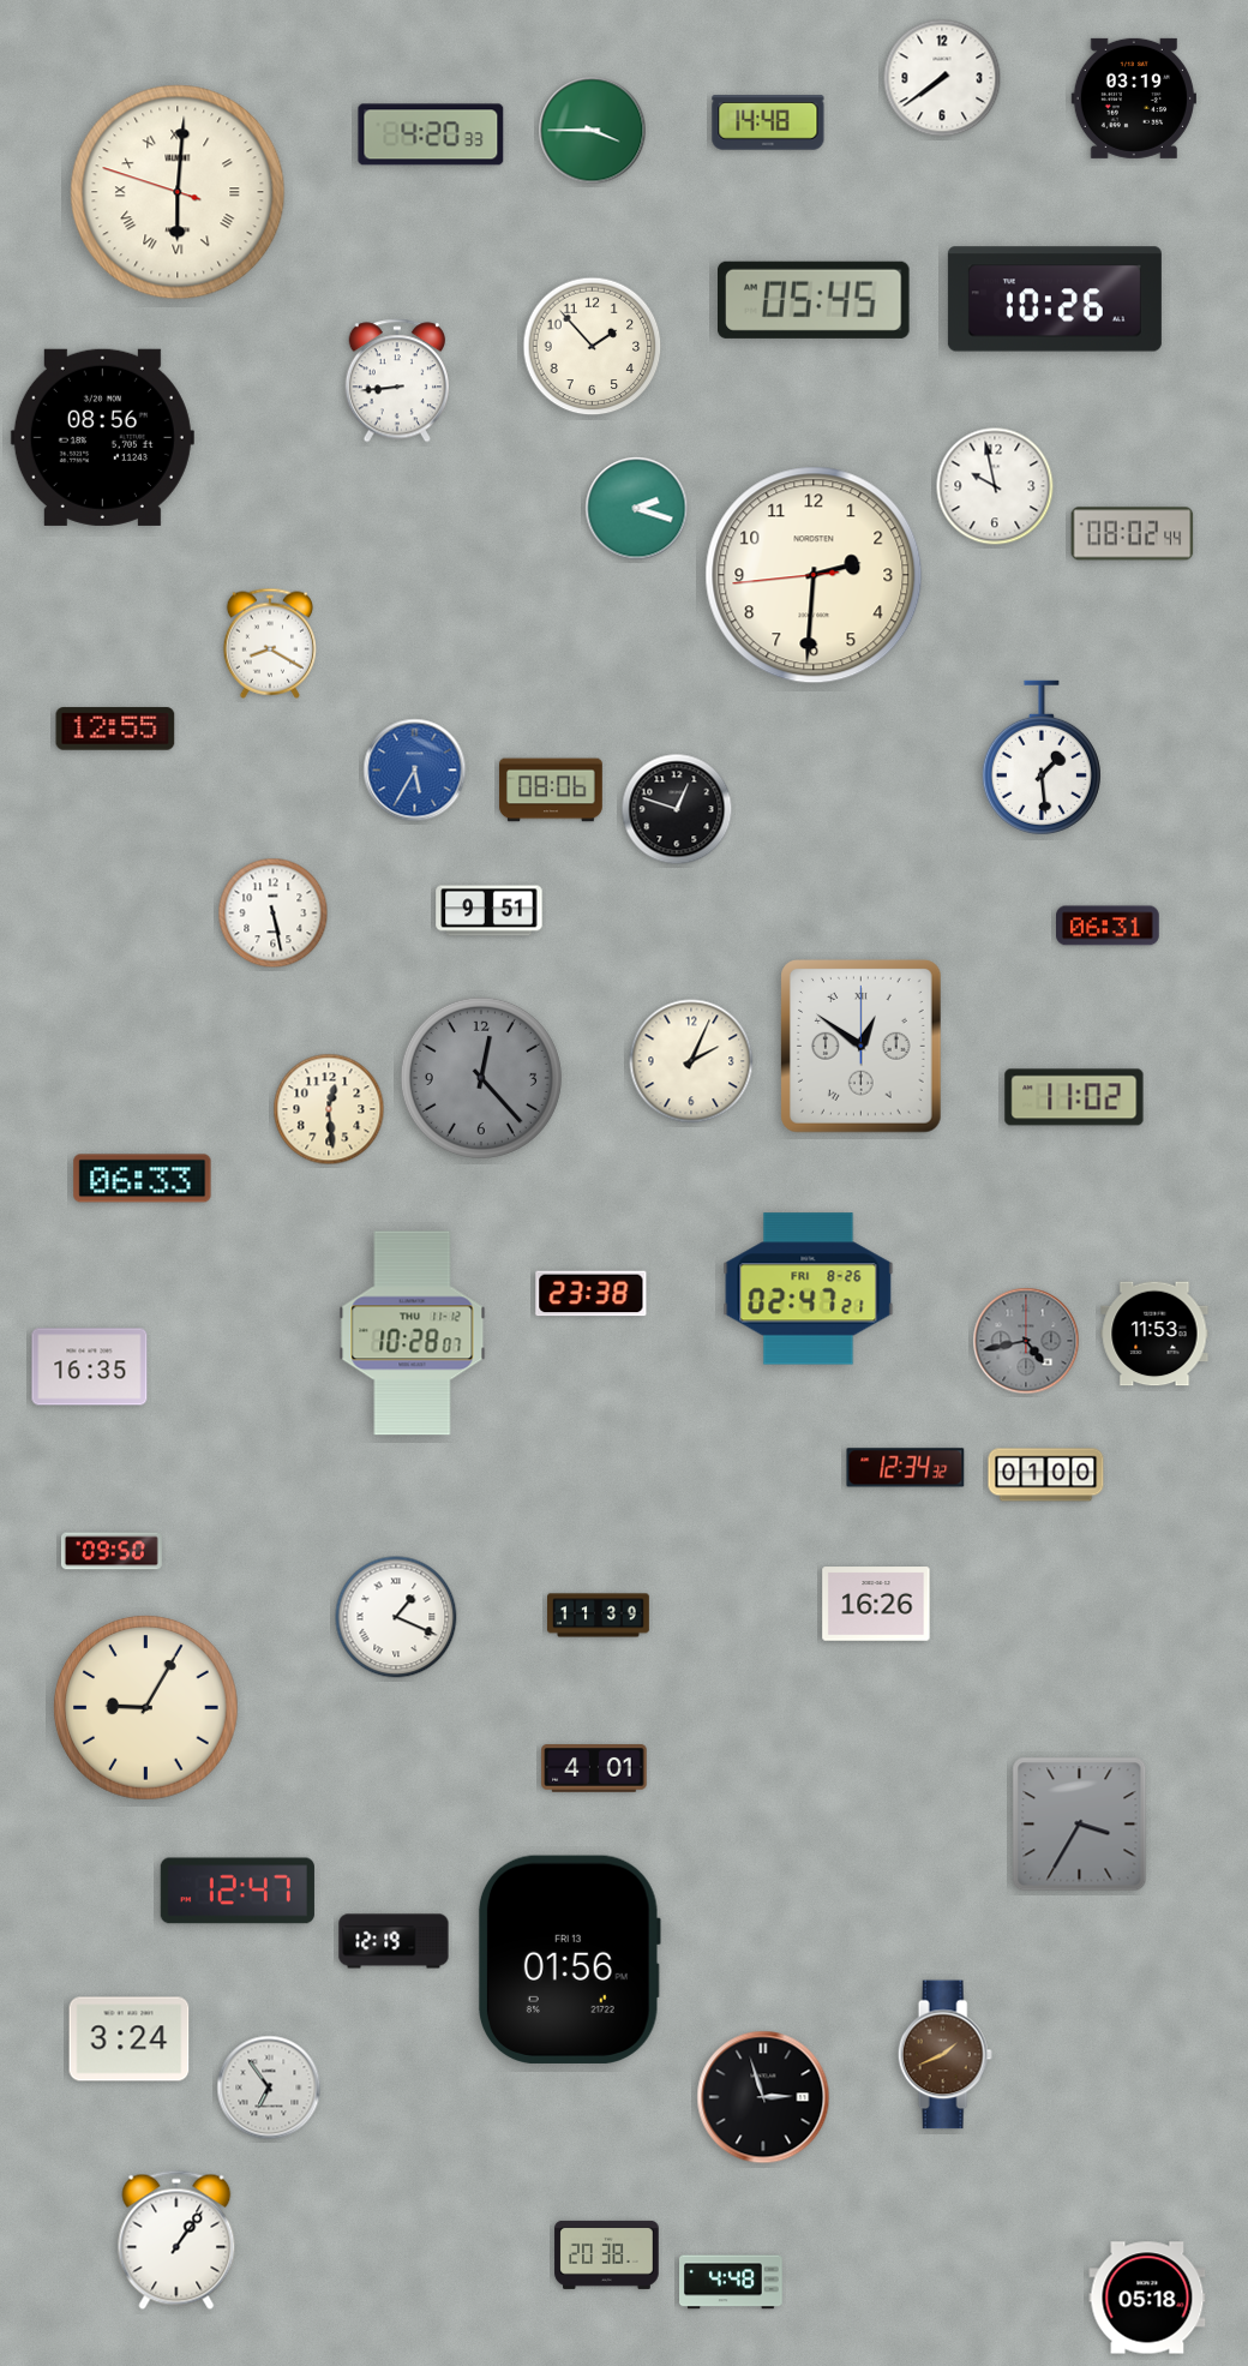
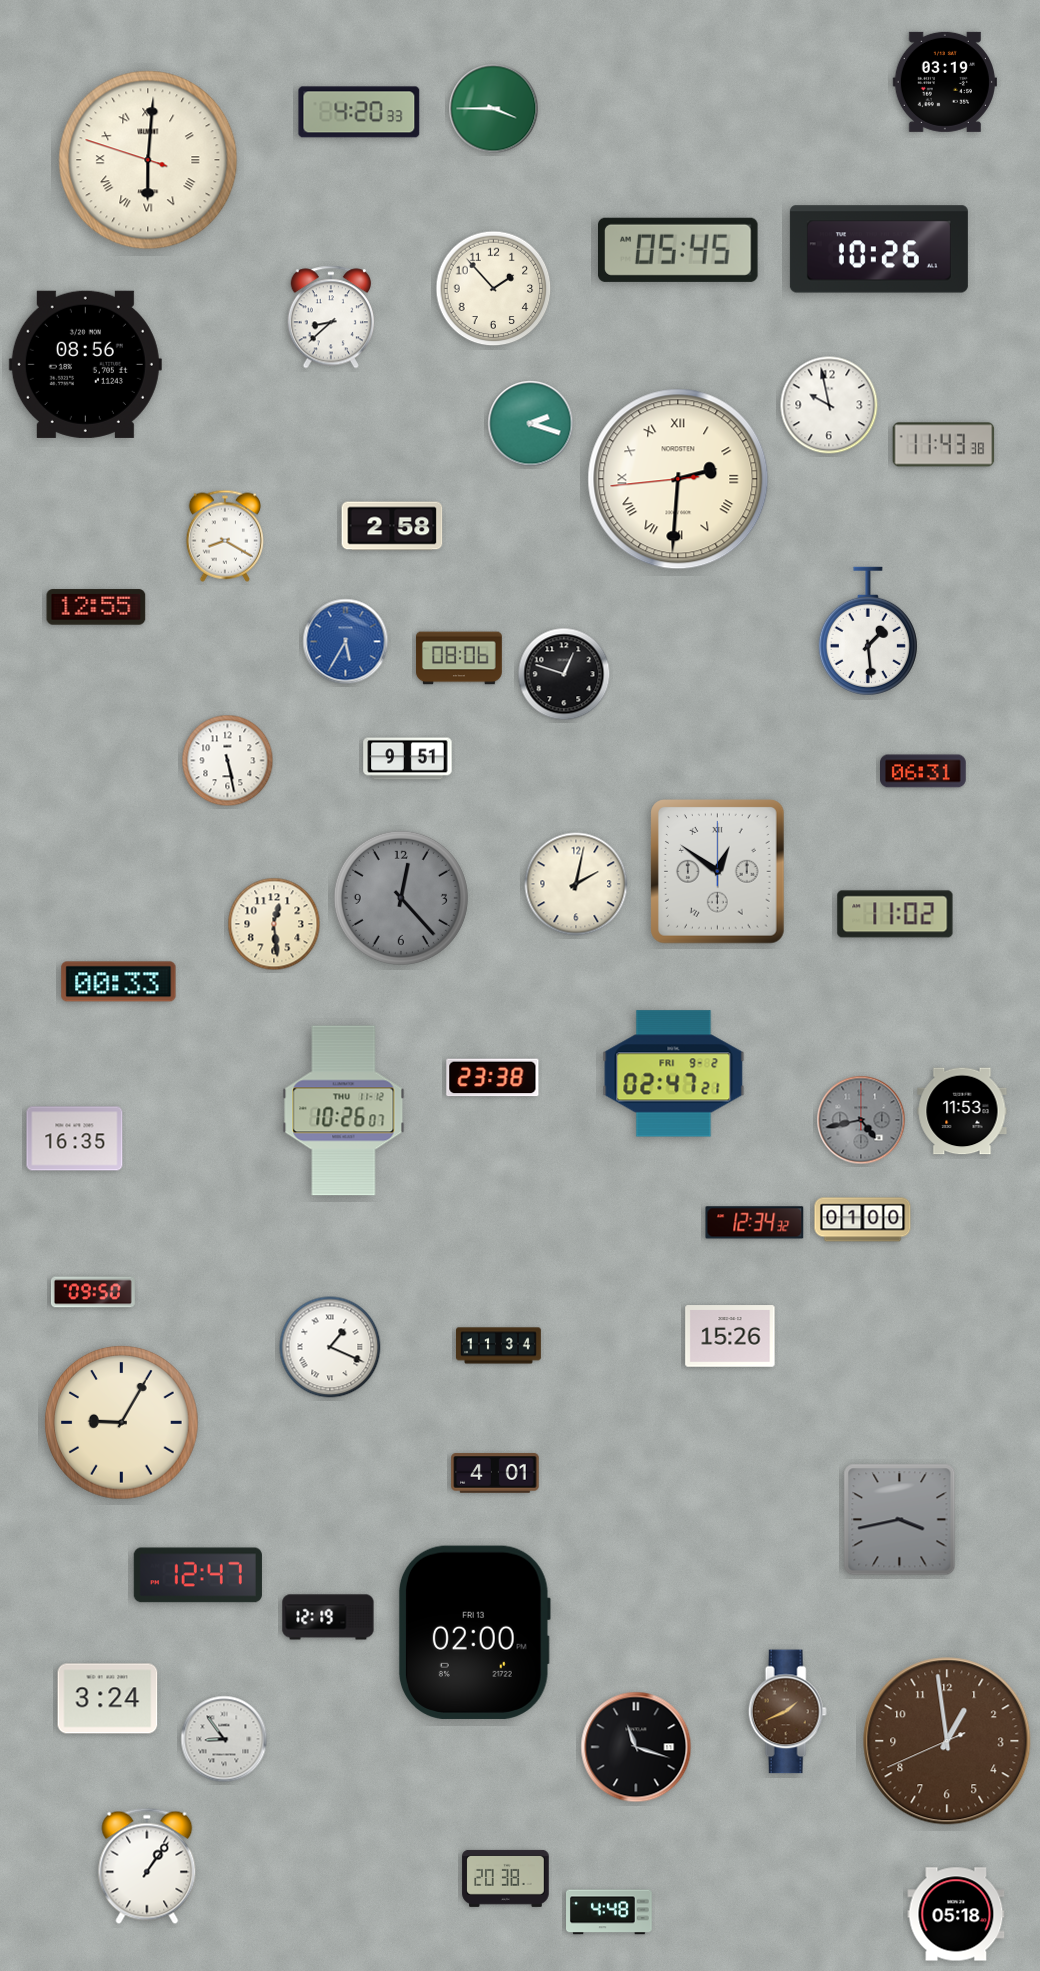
clock at (942, 78): 7:39 -> none
clock at (768, 122): 14:48 -> none
clock at (396, 381): 8:44 -> 8:38
clock at (1133, 534): 08:02 -> 11:43
clock at (814, 575) numerals: Arabic -> Roman
clock at (392, 526): none -> 2:58
clock at (691, 1061): 2:04 -> 2:02
clock at (143, 1179): 06:33 -> 00:33
clock at (809, 1289) date: FRI 8-26 -> FRI 9-2
clock at (413, 1334): 10:28 -> 10:26
clock at (1026, 1341) position: (1026, 1341) -> (861, 1120)
clock at (1046, 1475) position: (1046, 1475) -> (863, 1220)
clock at (876, 1604): 16:26 -> 15:26
clock at (599, 1616): 11:39 -> 11:34
clock at (1080, 1825): 3:35 -> 3:43
clock at (569, 1959): 01:56 -> 02:00
clock at (269, 2088): 6:54 -> 8:54
clock at (947, 1741): none -> 12:58
clock at (763, 2097): 2:57 -> 11:18
clock at (732, 2282) position: (732, 2282) -> (610, 1912)
